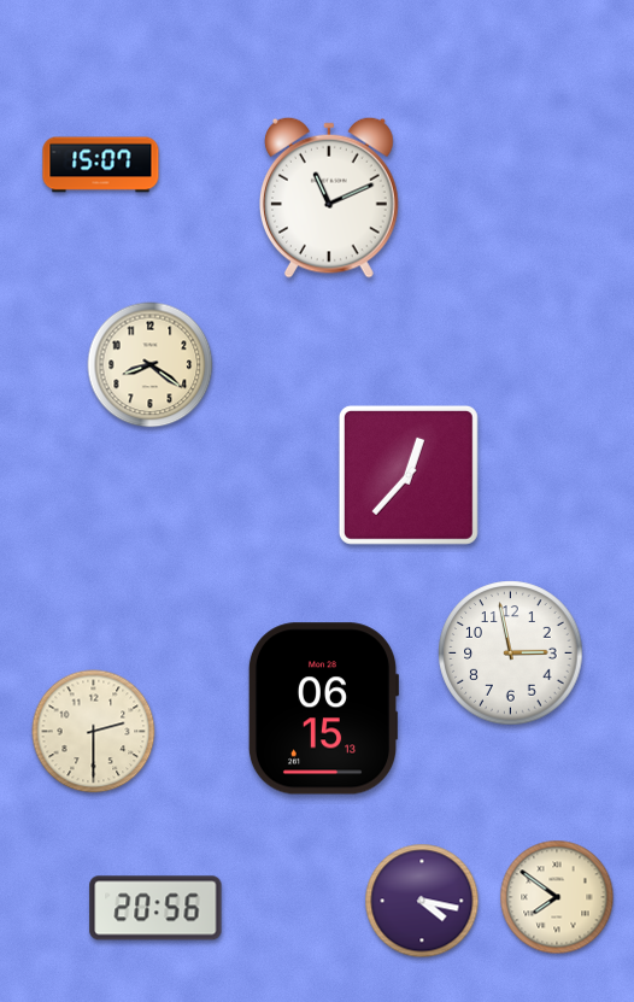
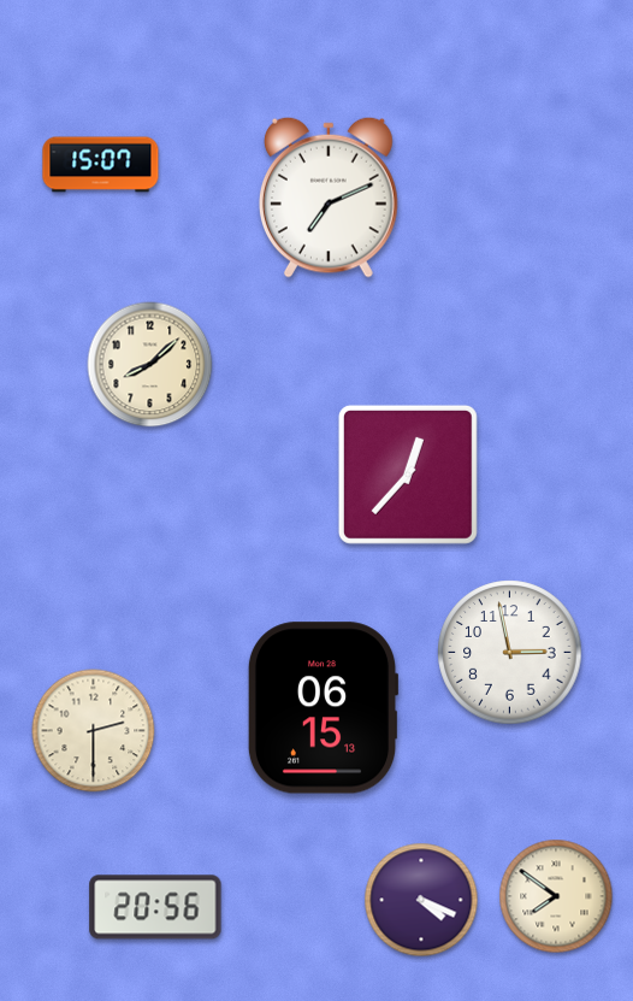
clock at (330, 198): 11:11 -> 7:11
clock at (151, 365): 8:21 -> 8:08
clock at (422, 901): 4:17 -> 4:19
